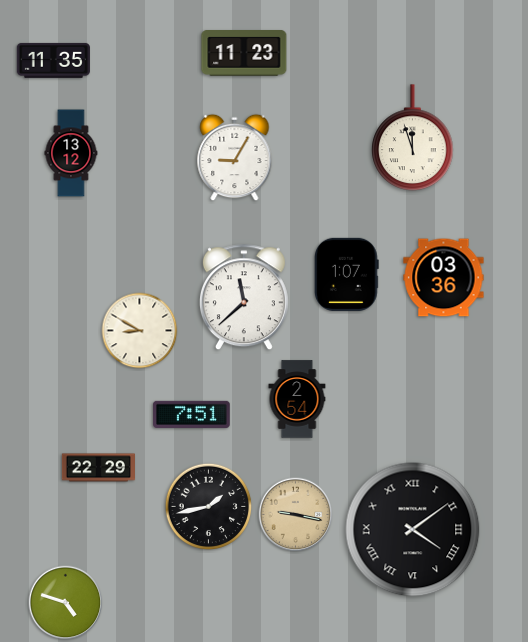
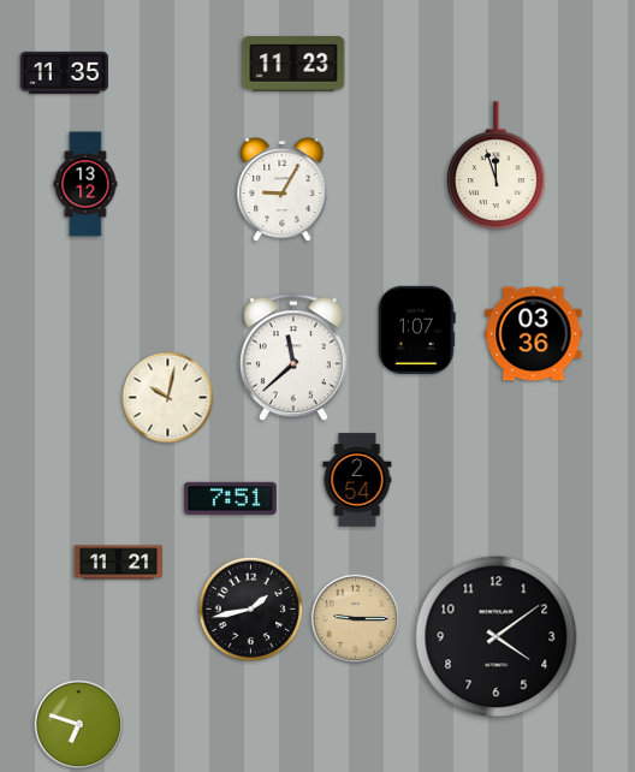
clock at (140, 331): 8:50 -> 10:02
clock at (98, 468): 22:29 -> 11:21
clock at (296, 515): 9:17 -> 9:15
clock at (413, 530) numerals: Roman -> Arabic
clock at (66, 603): 4:48 -> 6:48
